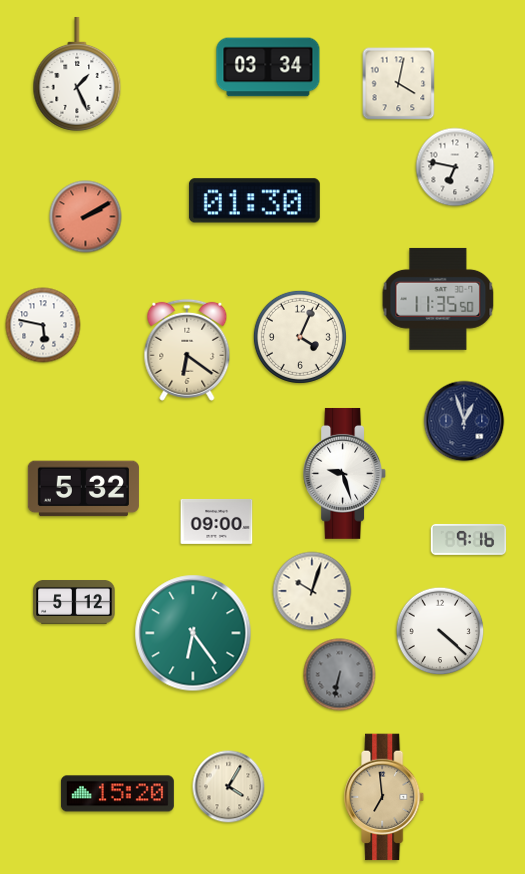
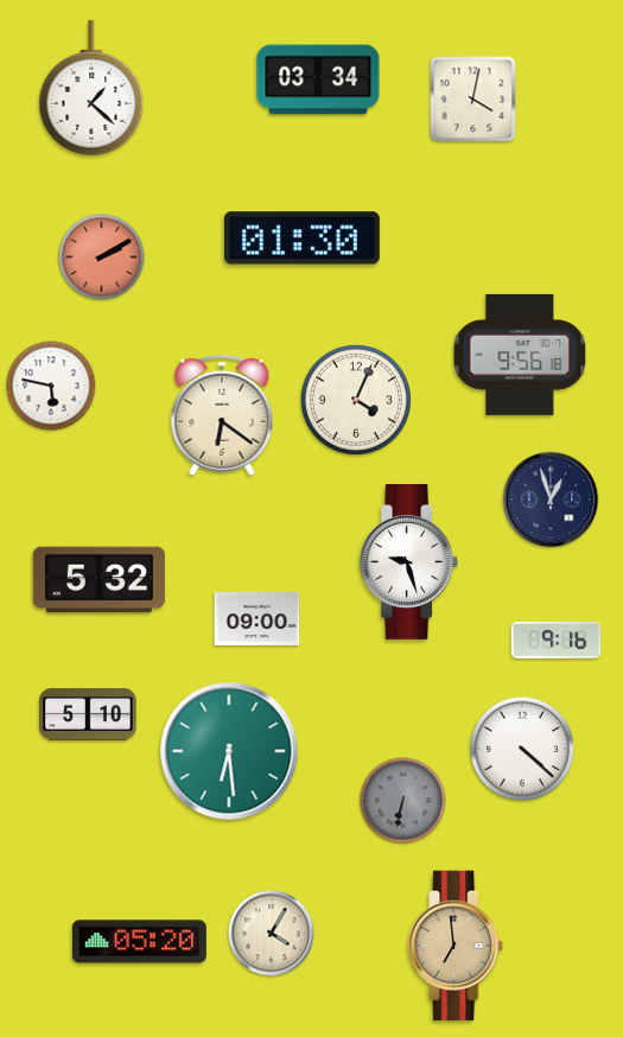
clock at (77, 74): 1:26 -> 1:22
clock at (455, 167): 6:47 -> none
clock at (438, 299): 11:35 -> 9:56
clock at (312, 591): 10:03 -> none
clock at (74, 603): 5:12 -> 5:10
clock at (193, 633): 6:24 -> 6:29
clock at (117, 794): 15:20 -> 05:20
